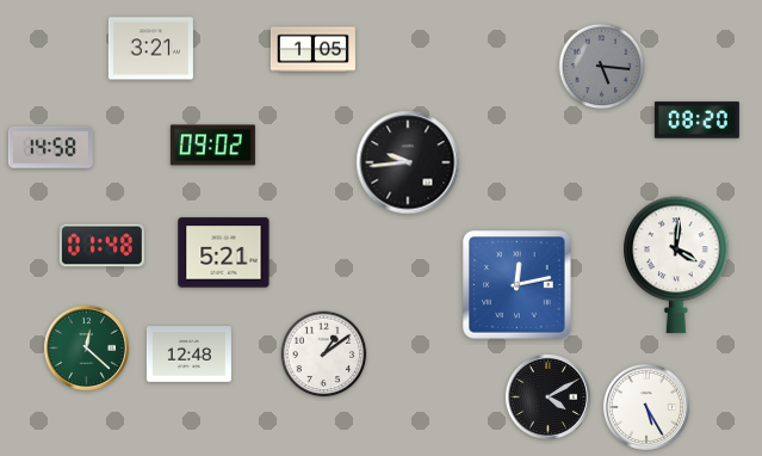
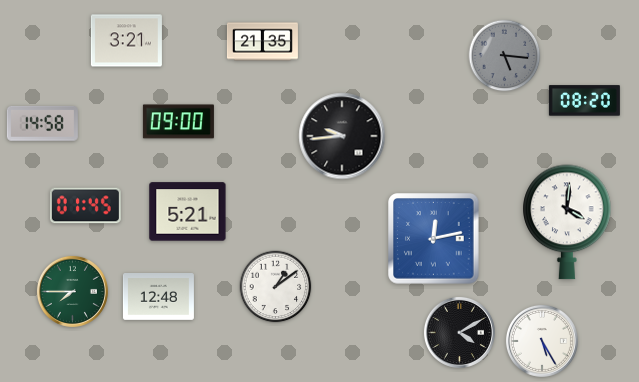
clock at (312, 50): 1:05 -> 21:35
clock at (212, 146): 09:02 -> 09:00
clock at (101, 246): 01:48 -> 01:45
clock at (86, 347): 12:22 -> 7:45
clock at (324, 355) position: (324, 355) -> (276, 287)
